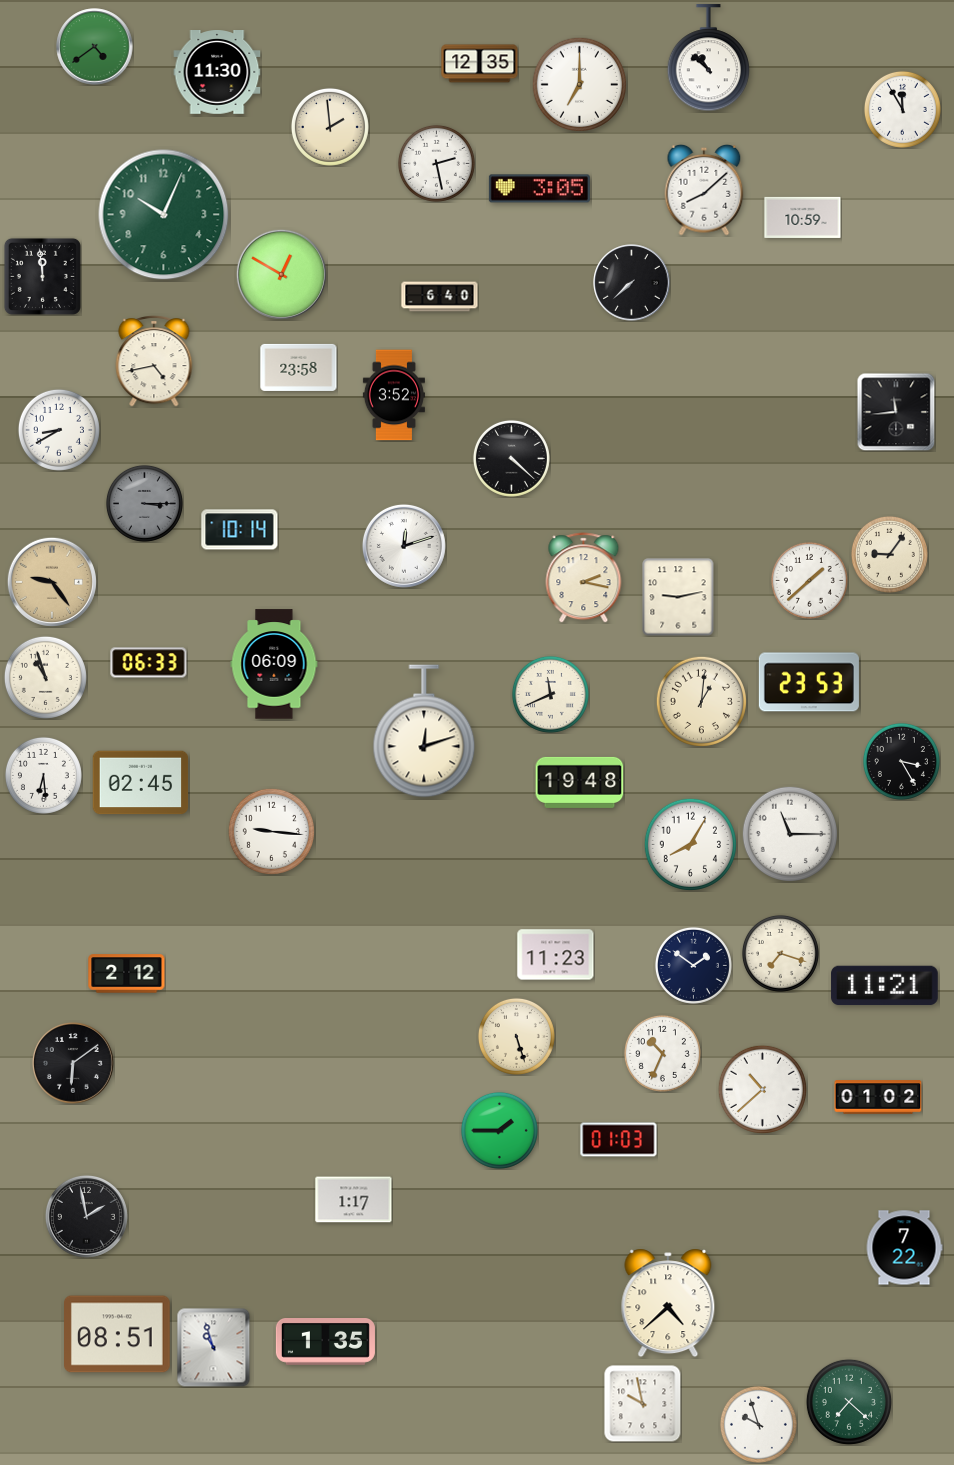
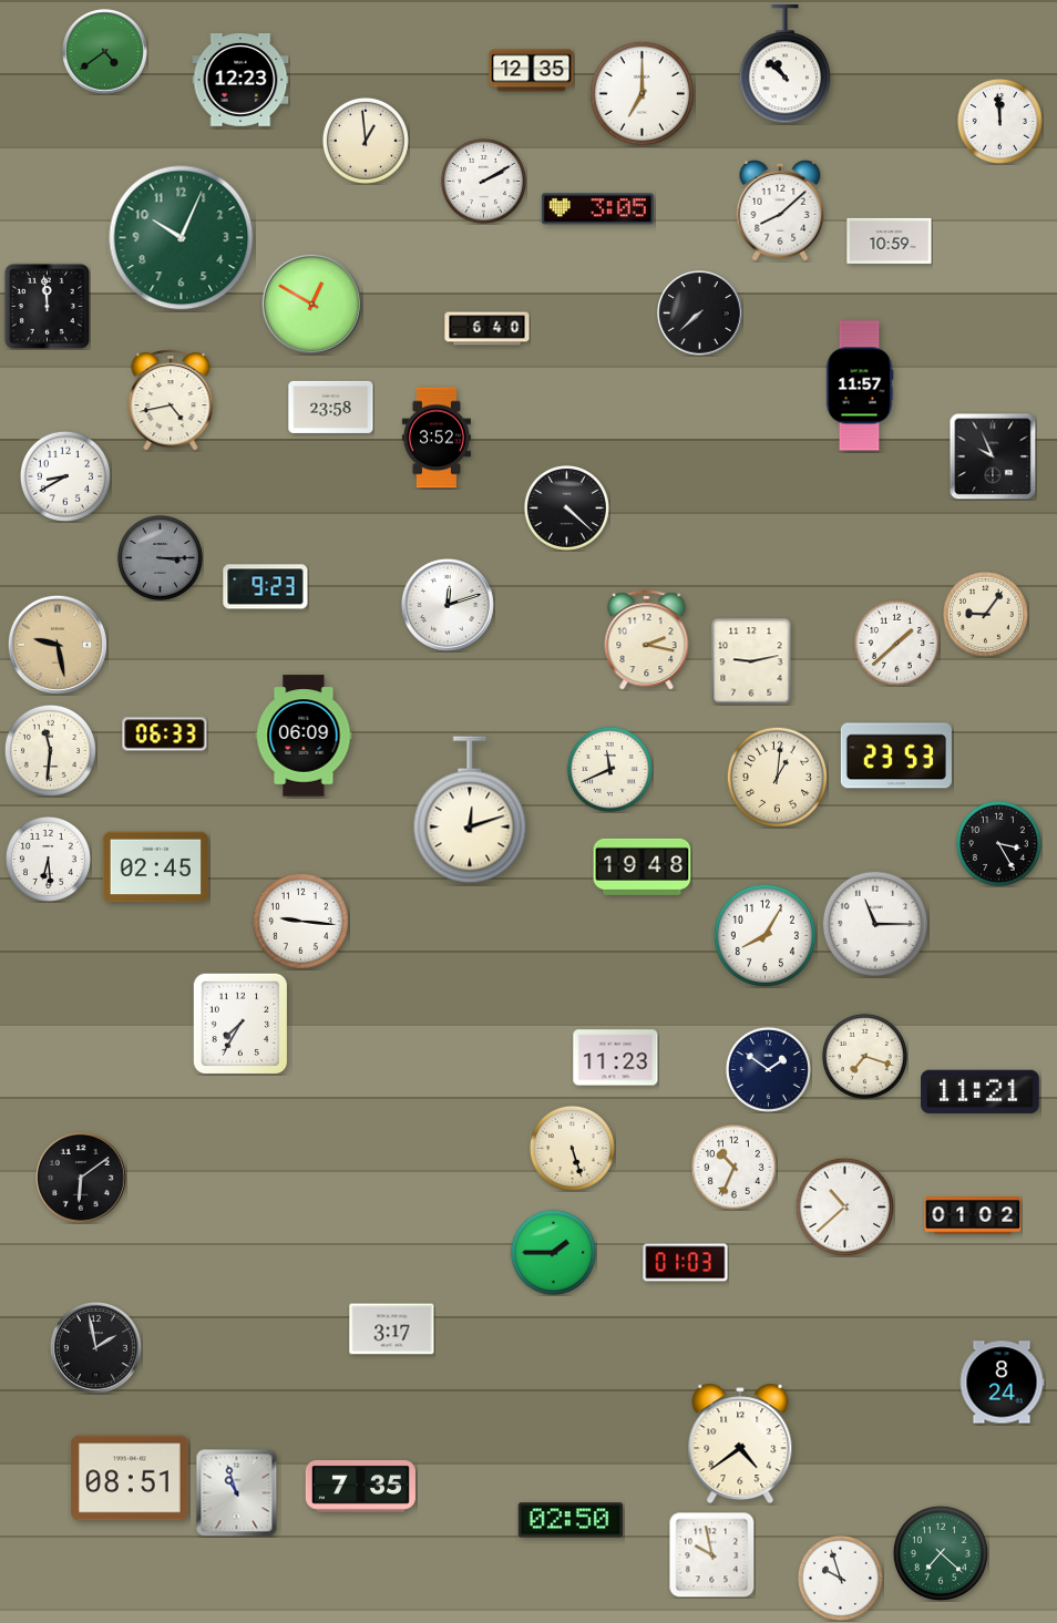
clock at (217, 73): 11:30 -> 12:23
clock at (902, 109): 11:55 -> 11:59
clock at (330, 127): 1:59 -> 12:59
clock at (436, 163): 2:28 -> 2:10
clock at (860, 386): none -> 11:57
clock at (896, 412): 11:44 -> 9:56
clock at (240, 530): 10:14 -> 9:23
clock at (52, 582): 9:24 -> 9:28
clock at (45, 677): 10:57 -> 11:31
clock at (240, 1024): none -> 7:35
clock at (127, 974): 2:12 -> none
clock at (354, 1200): 1:17 -> 3:17
clock at (904, 1248): 7:22 -> 8:24
clock at (668, 1303): 4:38 -> 4:39
clock at (325, 1342): 1:35 -> 7:35
clock at (571, 1520): none -> 02:50
